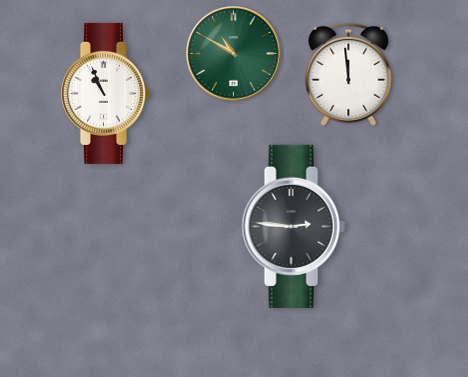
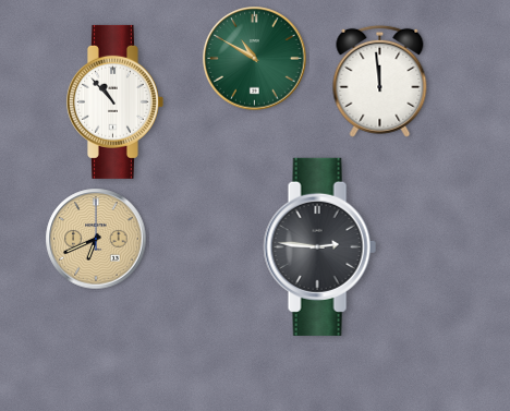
clock at (105, 93): 10:56 -> 10:53
clock at (96, 239): none -> 6:41
